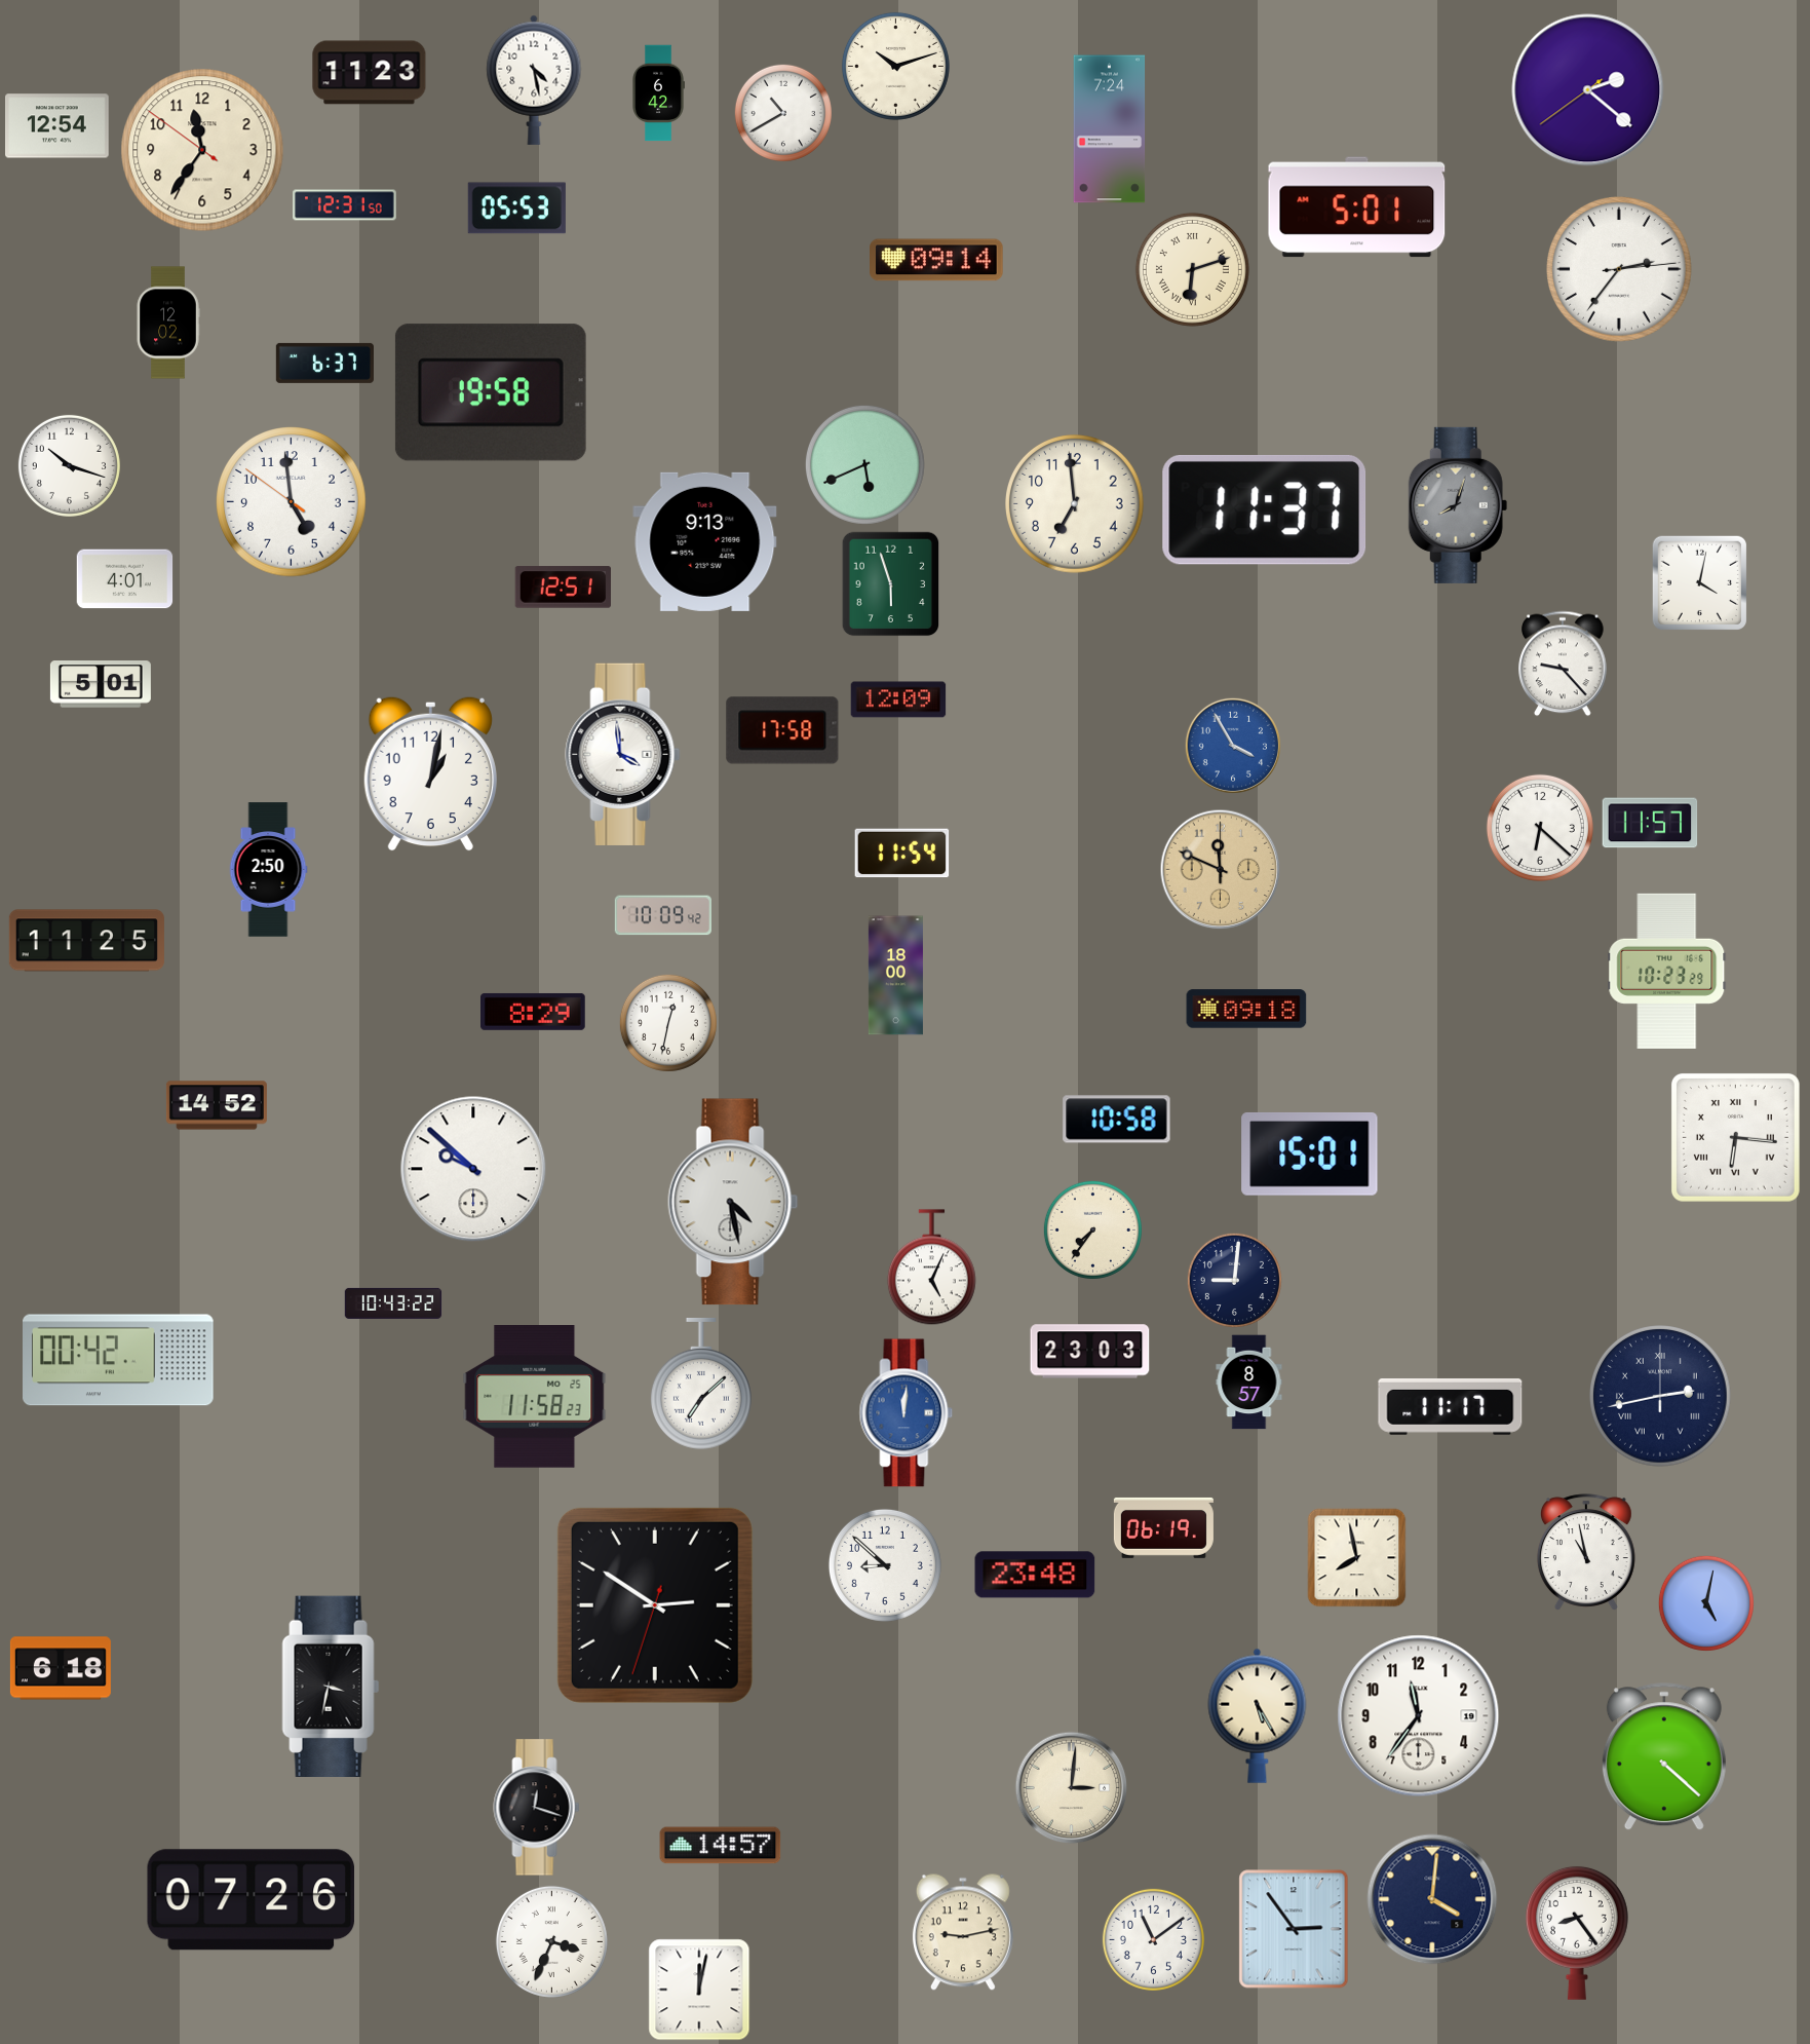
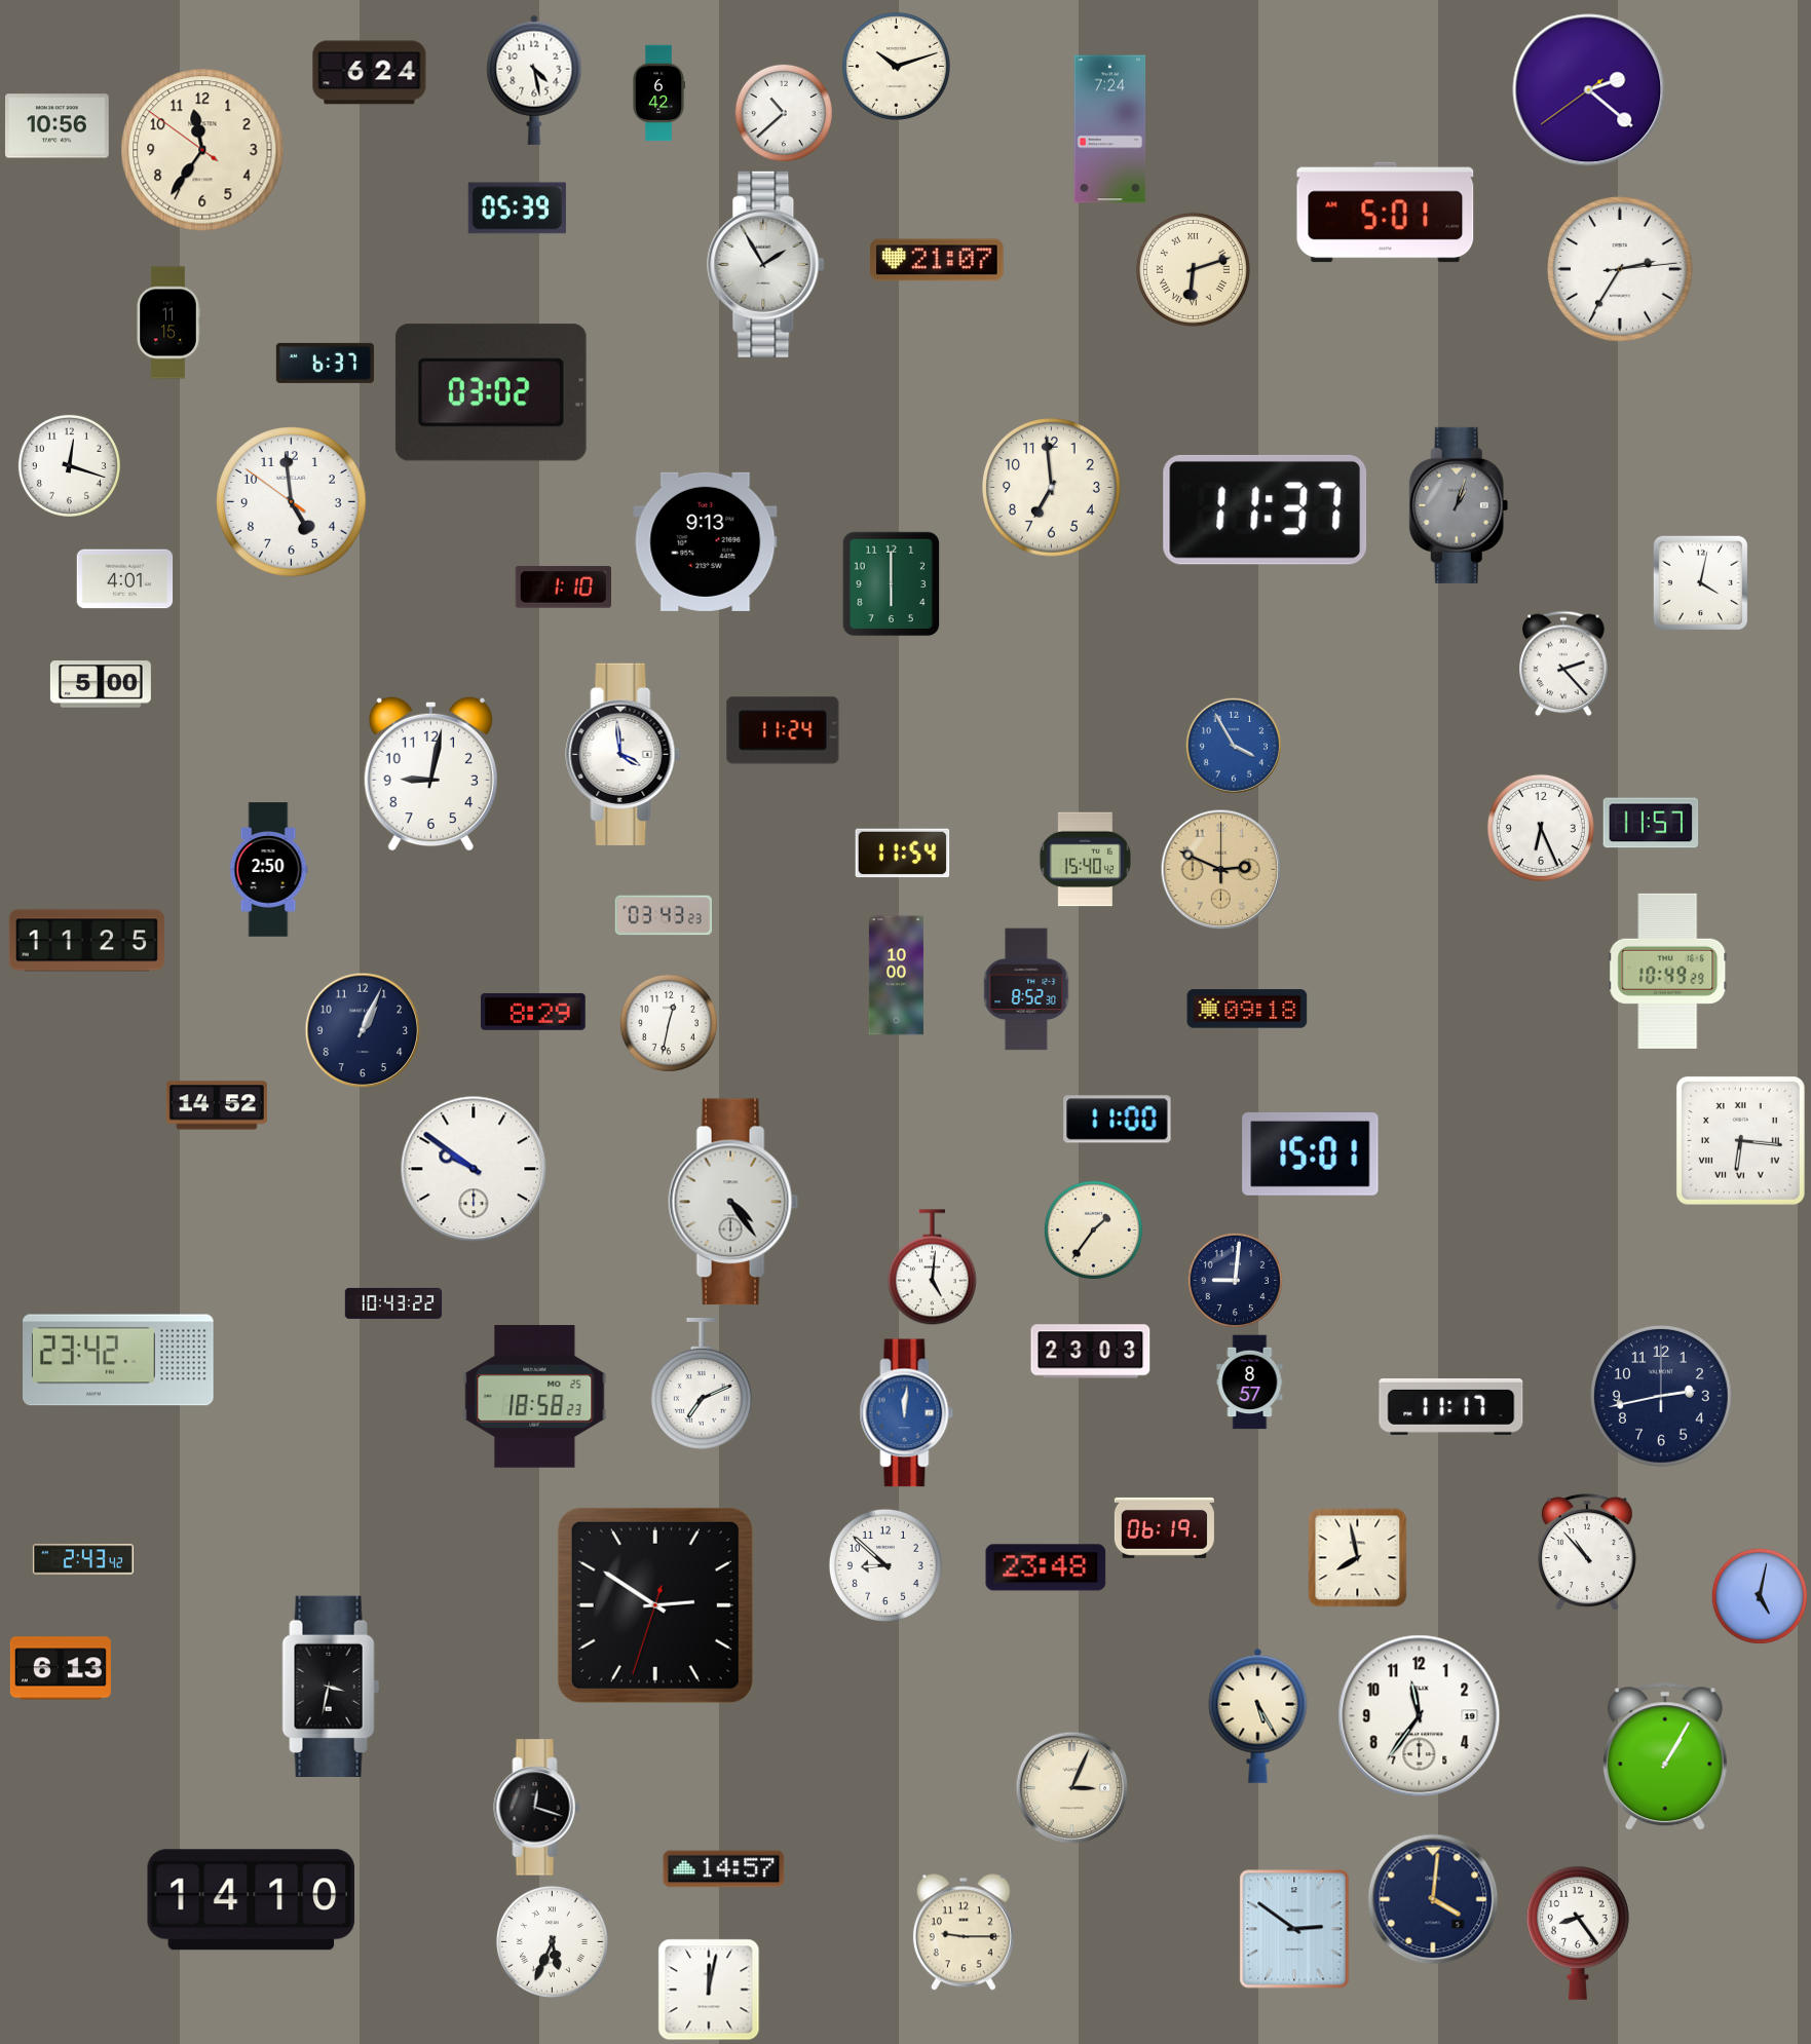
clock at (370, 73): 11:23 -> 6:24
clock at (783, 113): 10:40 -> 10:38
clock at (57, 126): 12:54 -> 10:56
clock at (345, 205): 12:31 -> none
clock at (1357, 207) position: (1357, 207) -> (1386, 213)
clock at (516, 209): 05:53 -> 05:39
clock at (937, 260): 09:14 -> 21:07
clock at (766, 264): none -> 1:55
clock at (1619, 269): 2:36 -> 2:35
clock at (168, 323): 12:02 -> 11:15
clock at (491, 392): 19:58 -> 03:02
clock at (864, 464): 5:41 -> none
clock at (69, 465): 10:18 -> 12:18
clock at (1075, 504) position: (1075, 504) -> (1052, 488)
clock at (1458, 505): 8:03 -> 1:03
clock at (891, 584): 5:57 -> 6:00
clock at (563, 588): 12:51 -> 1:10
clock at (1563, 664): 9:23 -> 2:23
clock at (101, 684): 5:01 -> 5:00
clock at (898, 699): 12:09 -> none
clock at (782, 730): 17:58 -> 11:24
clock at (430, 773): 1:02 -> 9:02
clock at (1540, 828): 6:22 -> 6:26
clock at (1085, 860): none -> 15:40
clock at (1221, 870): 11:49 -> 2:49
clock at (662, 915): 10:09 -> 03:43
clock at (1667, 971): 10:23 -> 10:49
clock at (895, 976): 18:00 -> 10:00
clock at (1026, 989): none -> 8:52
clock at (363, 1030): none -> 1:04
clock at (1117, 1120): 10:58 -> 11:00
clock at (1735, 1137) position: (1735, 1137) -> (1740, 1140)
clock at (473, 1169): 9:52 -> 9:51
clock at (733, 1202): 4:28 -> 4:24
clock at (1092, 1229): 7:36 -> 1:36
clock at (931, 1267): 5:04 -> 5:01
clock at (119, 1360): 00:42 -> 23:42
clock at (701, 1384): 7:08 -> 7:11
clock at (535, 1397): 11:58 -> 18:58
clock at (1661, 1397) numerals: Roman -> Arabic
clock at (1586, 1552): 10:58 -> 10:53
clock at (83, 1559): none -> 2:43
clock at (1035, 1575) position: (1035, 1575) -> (1046, 1567)
clock at (1706, 1603) position: (1706, 1603) -> (1760, 1596)
clock at (61, 1668): 6:18 -> 6:13
clock at (1664, 1757): 4:22 -> 1:05
clock at (1072, 1788): 3:01 -> 3:04
clock at (721, 1846) position: (721, 1846) -> (724, 1869)
clock at (252, 1900): 07:26 -> 14:10
clock at (1294, 1929): 2:54 -> 2:51
clock at (963, 1932): 9:13 -> 9:15
clock at (1153, 1939): 11:09 -> none
clock at (551, 1941): 3:34 -> 5:34
clock at (699, 1990) position: (699, 1990) -> (709, 1990)
